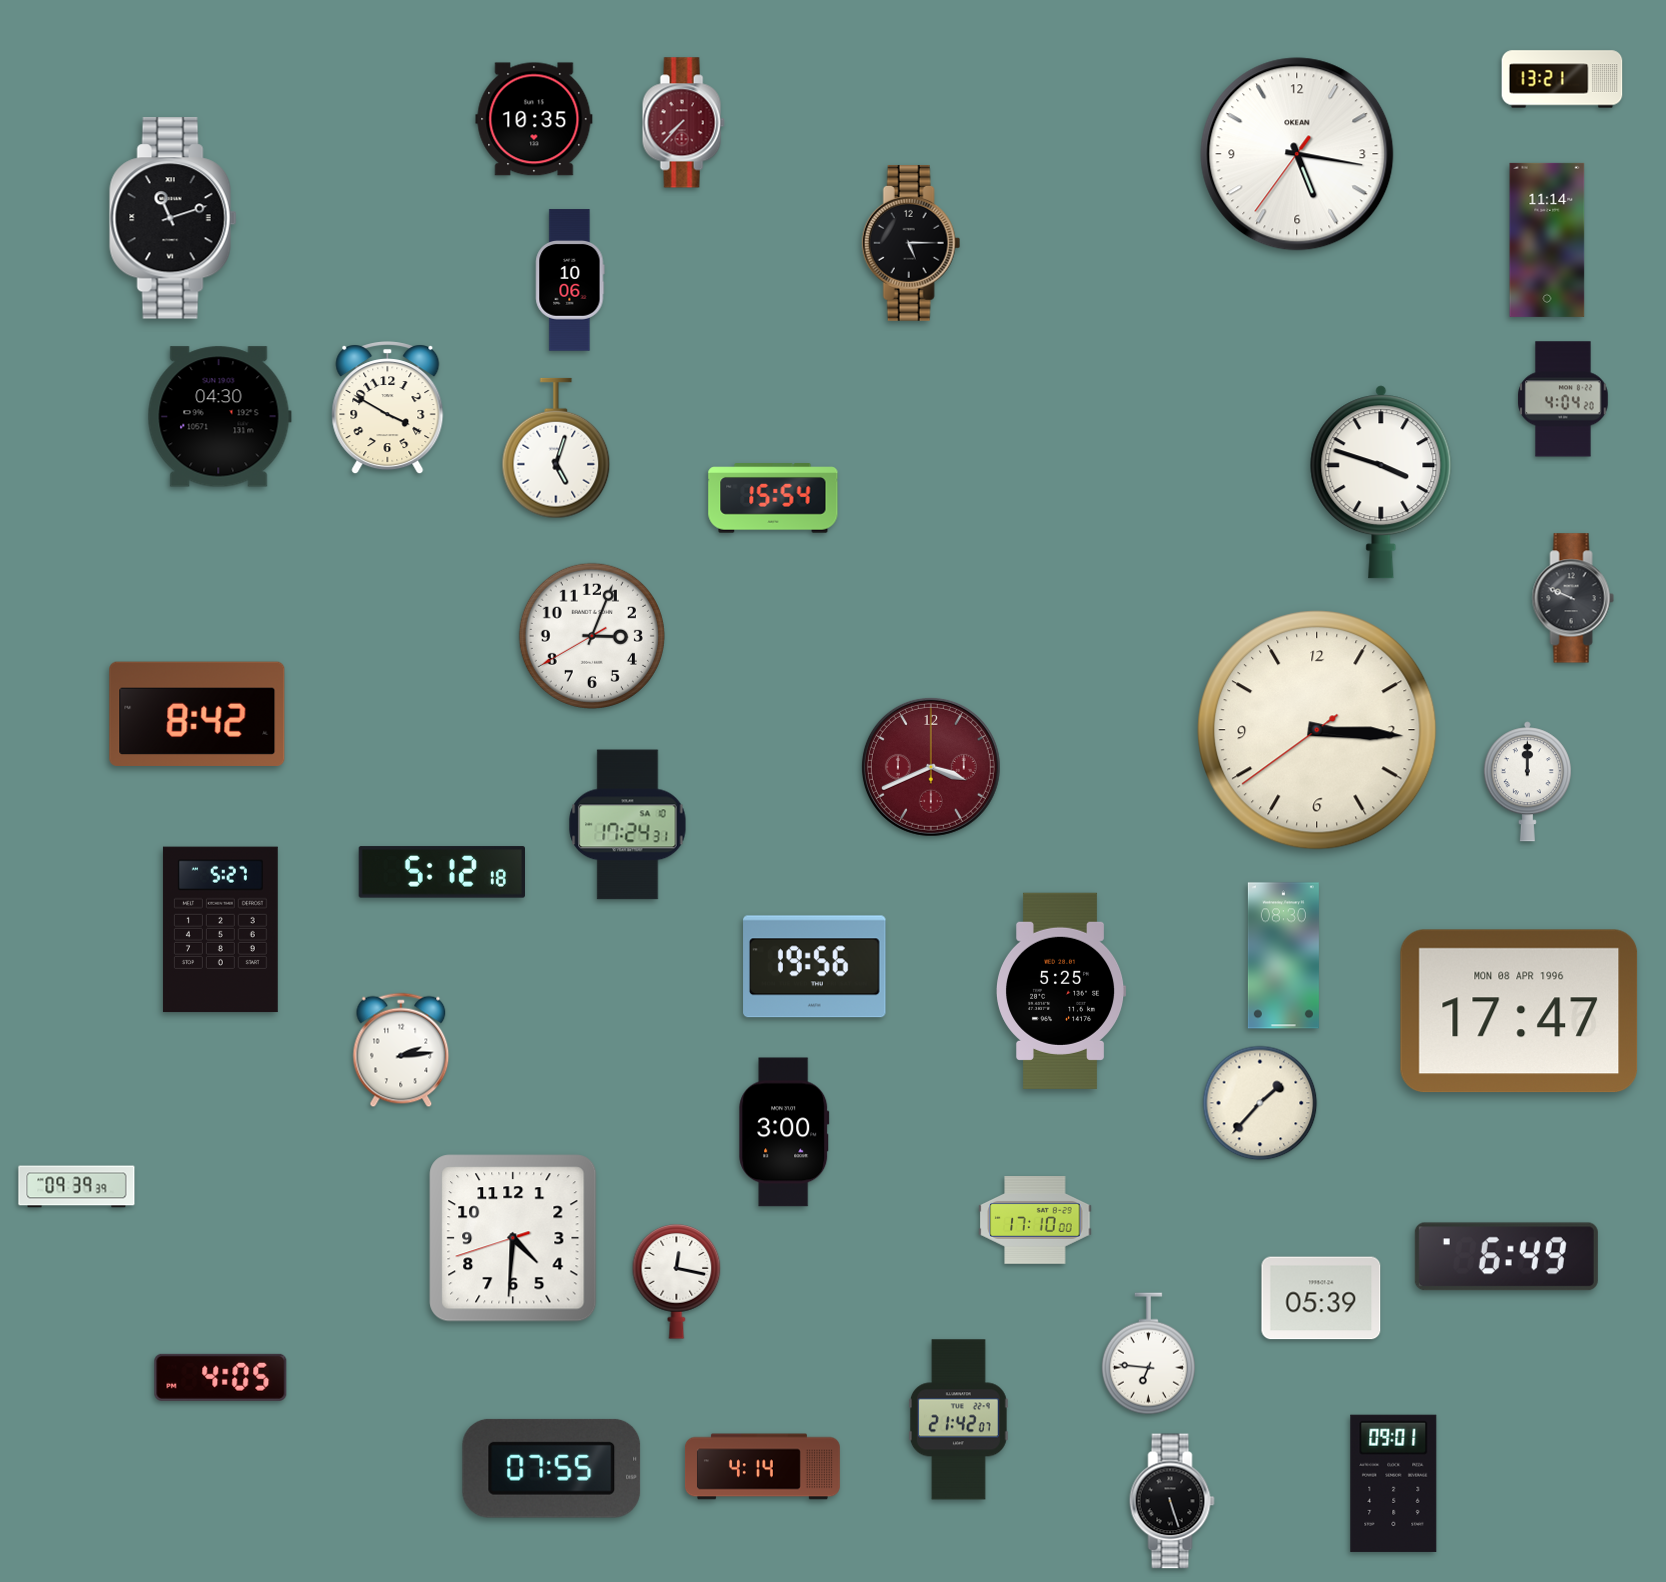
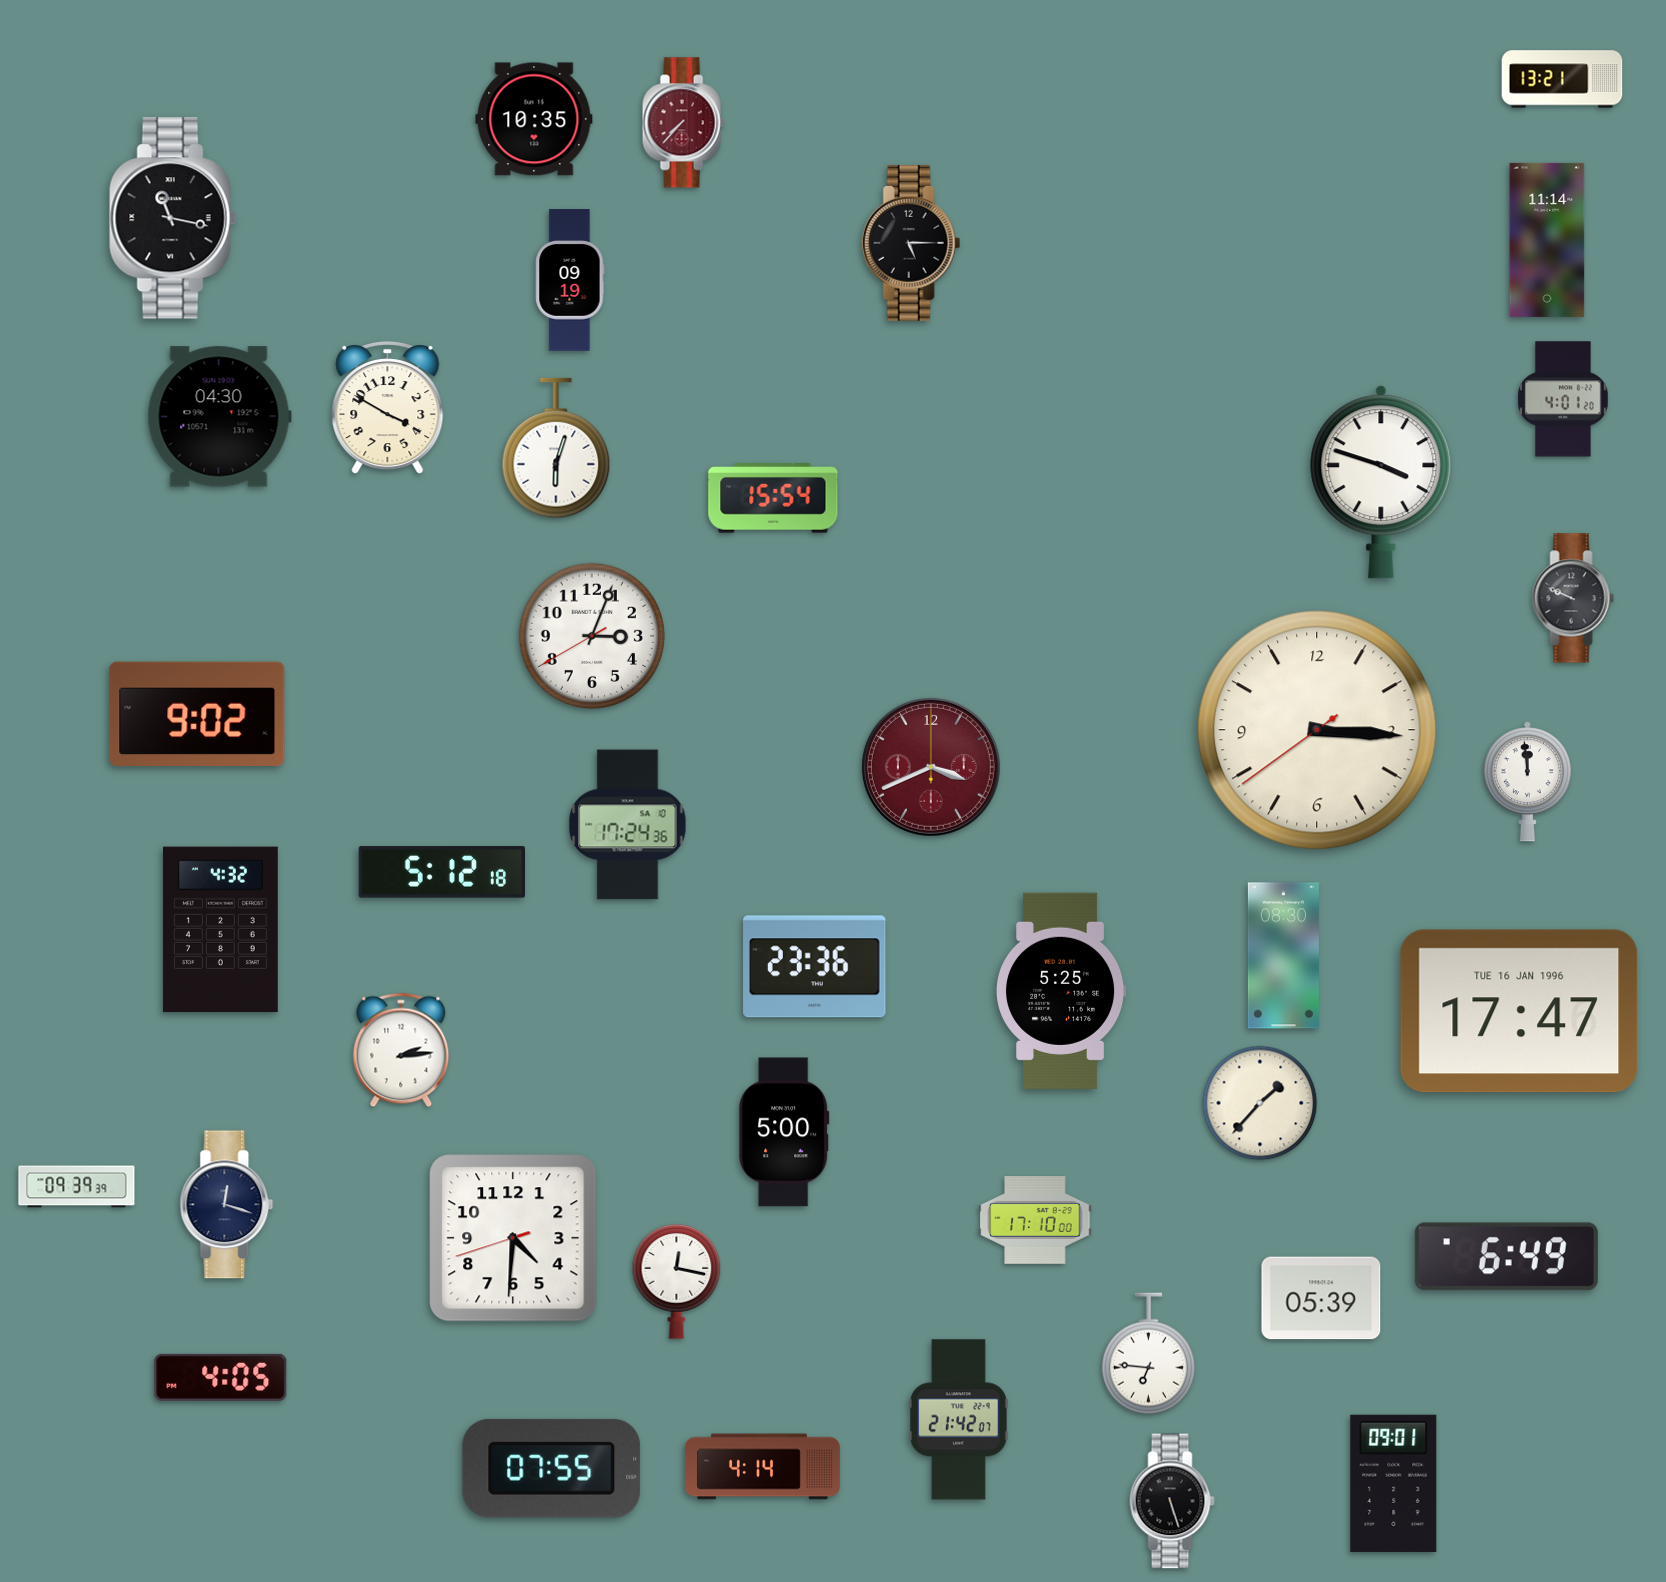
clock at (1297, 154): 5:16 -> none
clock at (173, 218): 11:12 -> 11:17
clock at (570, 280): 10:06 -> 09:19
clock at (1563, 399): 4:04 -> 4:01
clock at (556, 448): 5:03 -> 6:03
clock at (197, 713): 8:42 -> 9:02
clock at (1527, 782): 12:00 -> 11:59
clock at (628, 825): 17:24:31 -> 17:24:36
clock at (220, 930): 5:27 -> 4:32
clock at (815, 967): 19:56 -> 23:36
clock at (1519, 1011) date: MON 08 APR 1996 -> TUE 16 JAN 1996
clock at (784, 1132): 3:00 -> 5:00
clock at (227, 1205): none -> 12:18
